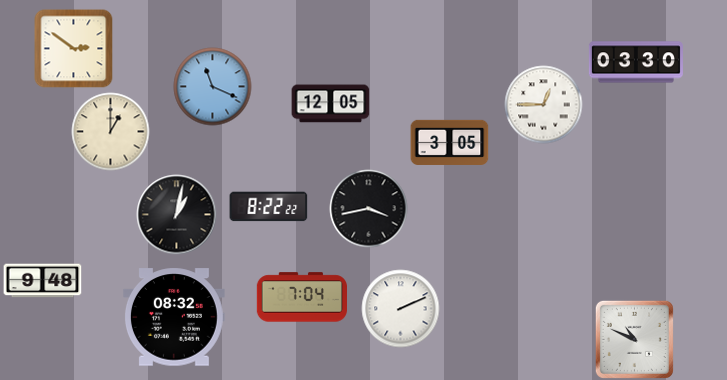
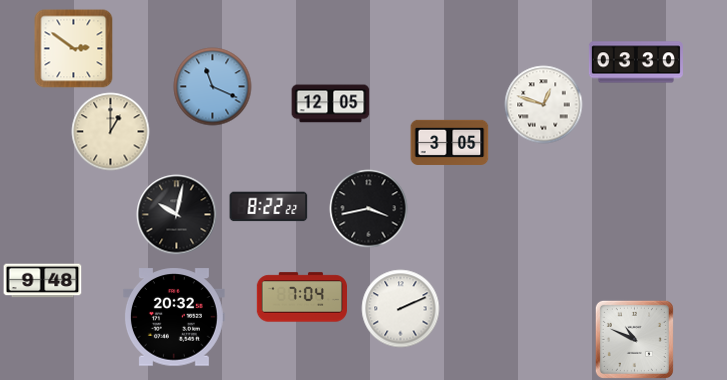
clock at (543, 104): 12:45 -> 12:48
clock at (176, 214): 1:02 -> 10:02
clock at (174, 317): 08:32 -> 20:32
